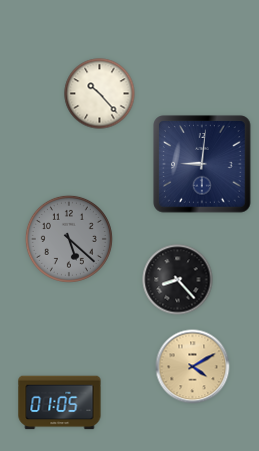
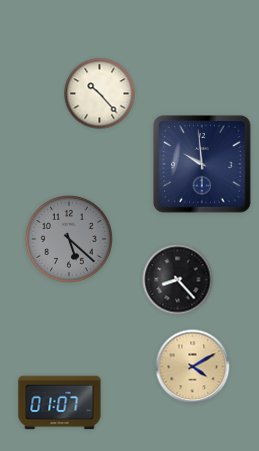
clock at (202, 164): 9:01 -> 9:59
clock at (60, 403): 01:05 -> 01:07
